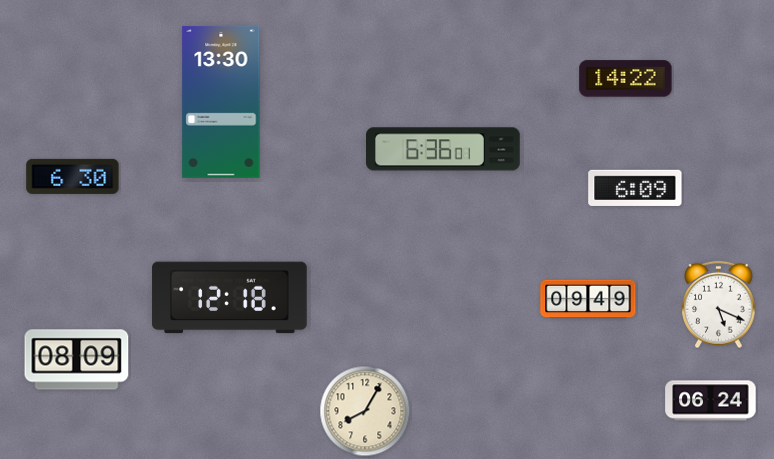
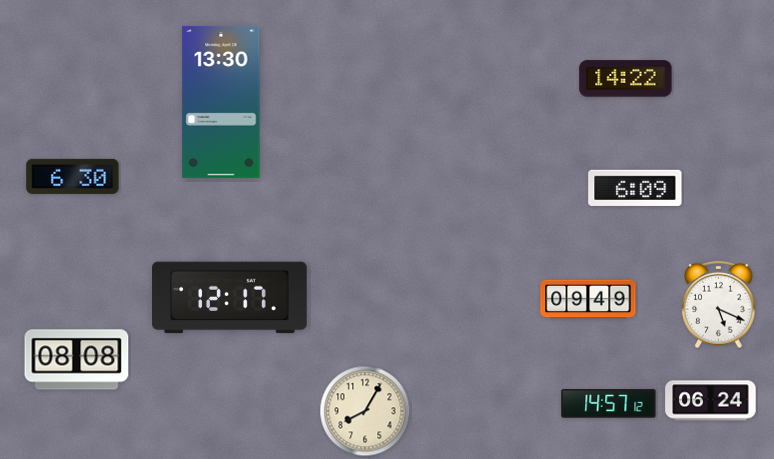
clock at (444, 149): 6:36 -> none
clock at (230, 298): 12:18 -> 12:17
clock at (77, 360): 08:09 -> 08:08
clock at (609, 404): none -> 14:57
